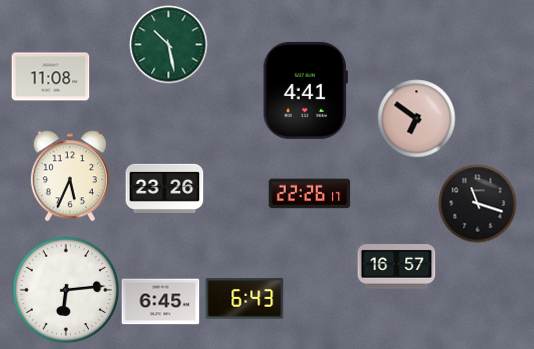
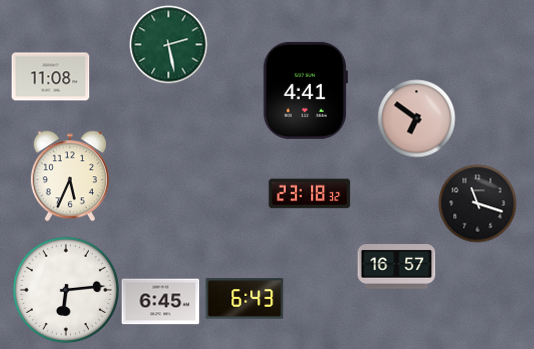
clock at (168, 44): 10:28 -> 2:28
clock at (164, 188): 23:26 -> none
clock at (309, 194): 22:26 -> 23:18
